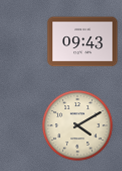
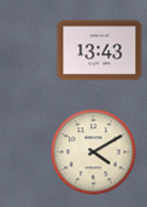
clock at (83, 42): 09:43 -> 13:43
